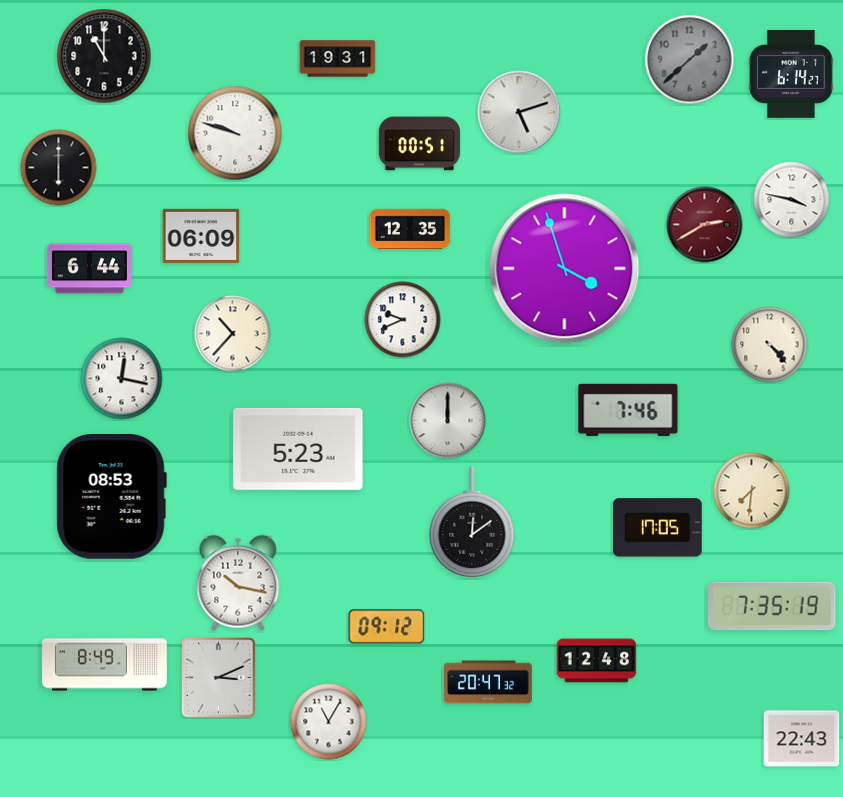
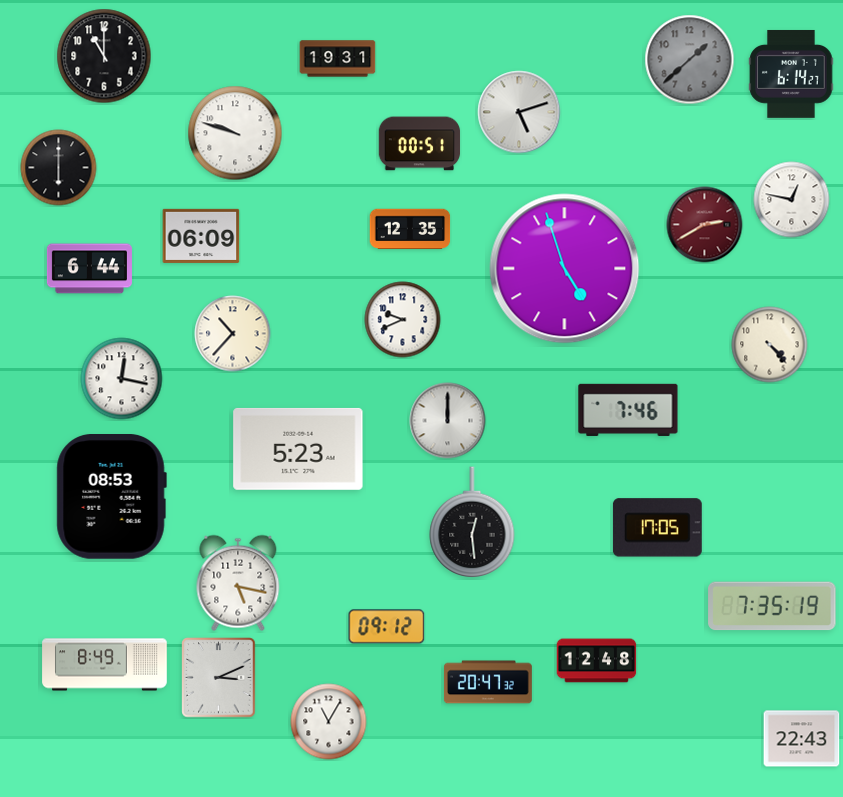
clock at (792, 200): 3:47 -> 12:47
clock at (565, 269): 3:57 -> 4:57
clock at (752, 491): 7:31 -> none
clock at (472, 522): 12:09 -> 12:29
clock at (238, 583): 10:17 -> 5:17
